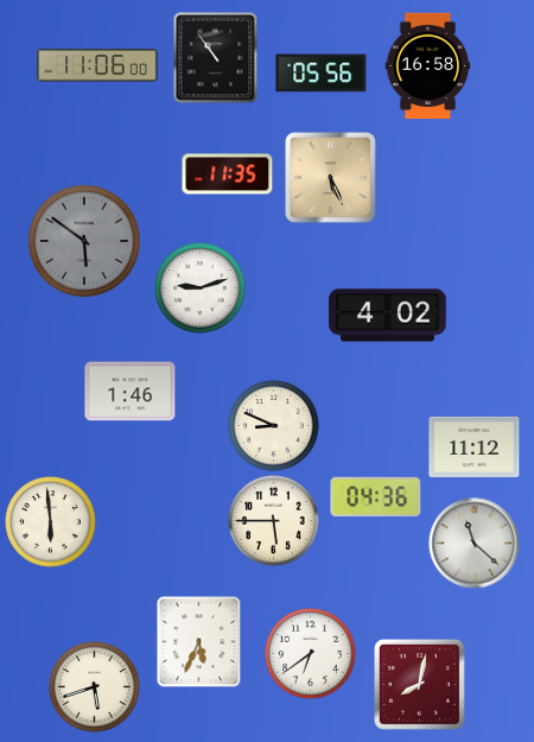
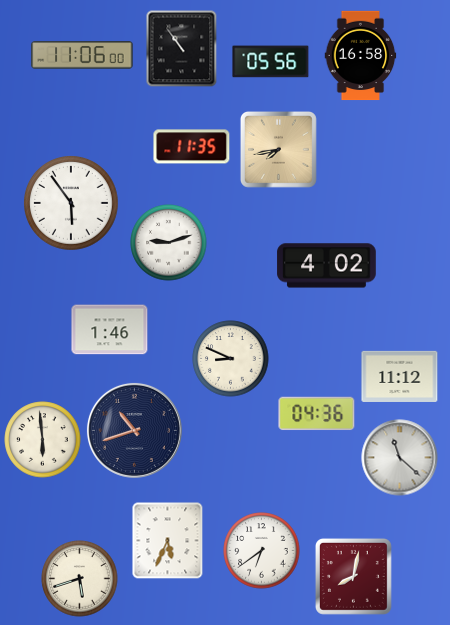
clock at (330, 177): 5:26 -> 7:43
clock at (85, 242): 5:51 -> 5:54
clock at (85, 242) dial: grey -> white
clock at (376, 497) position: (376, 497) -> (317, 414)
clock at (134, 430): none -> 10:42
clock at (274, 521): 5:45 -> none
